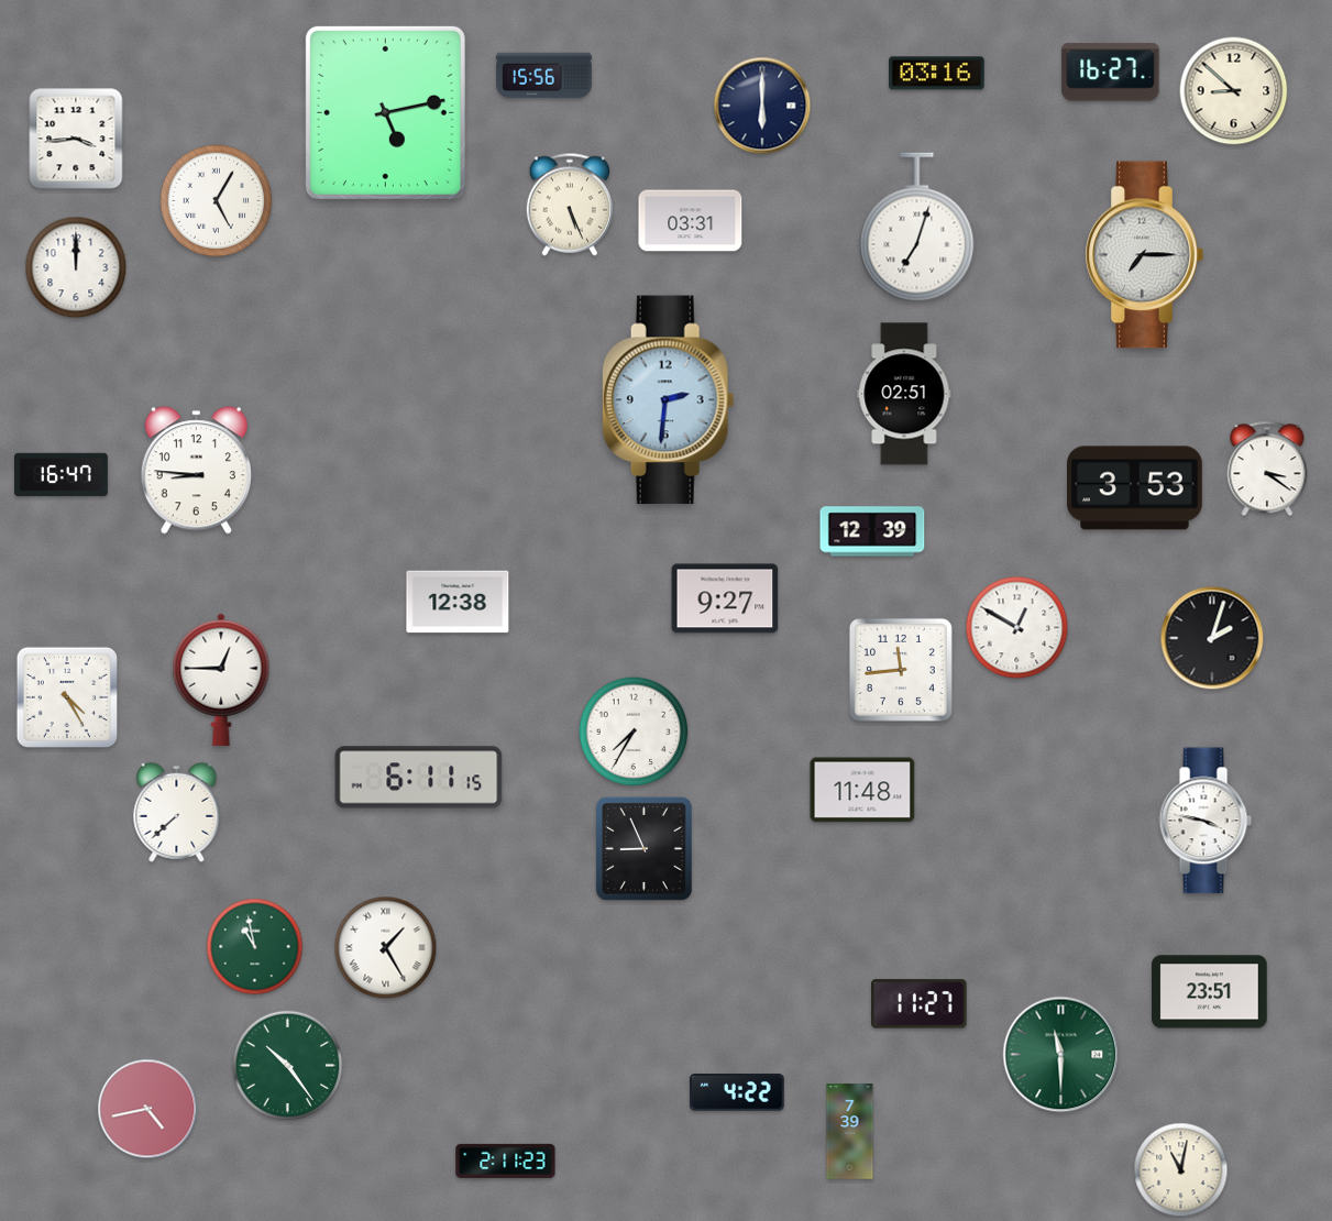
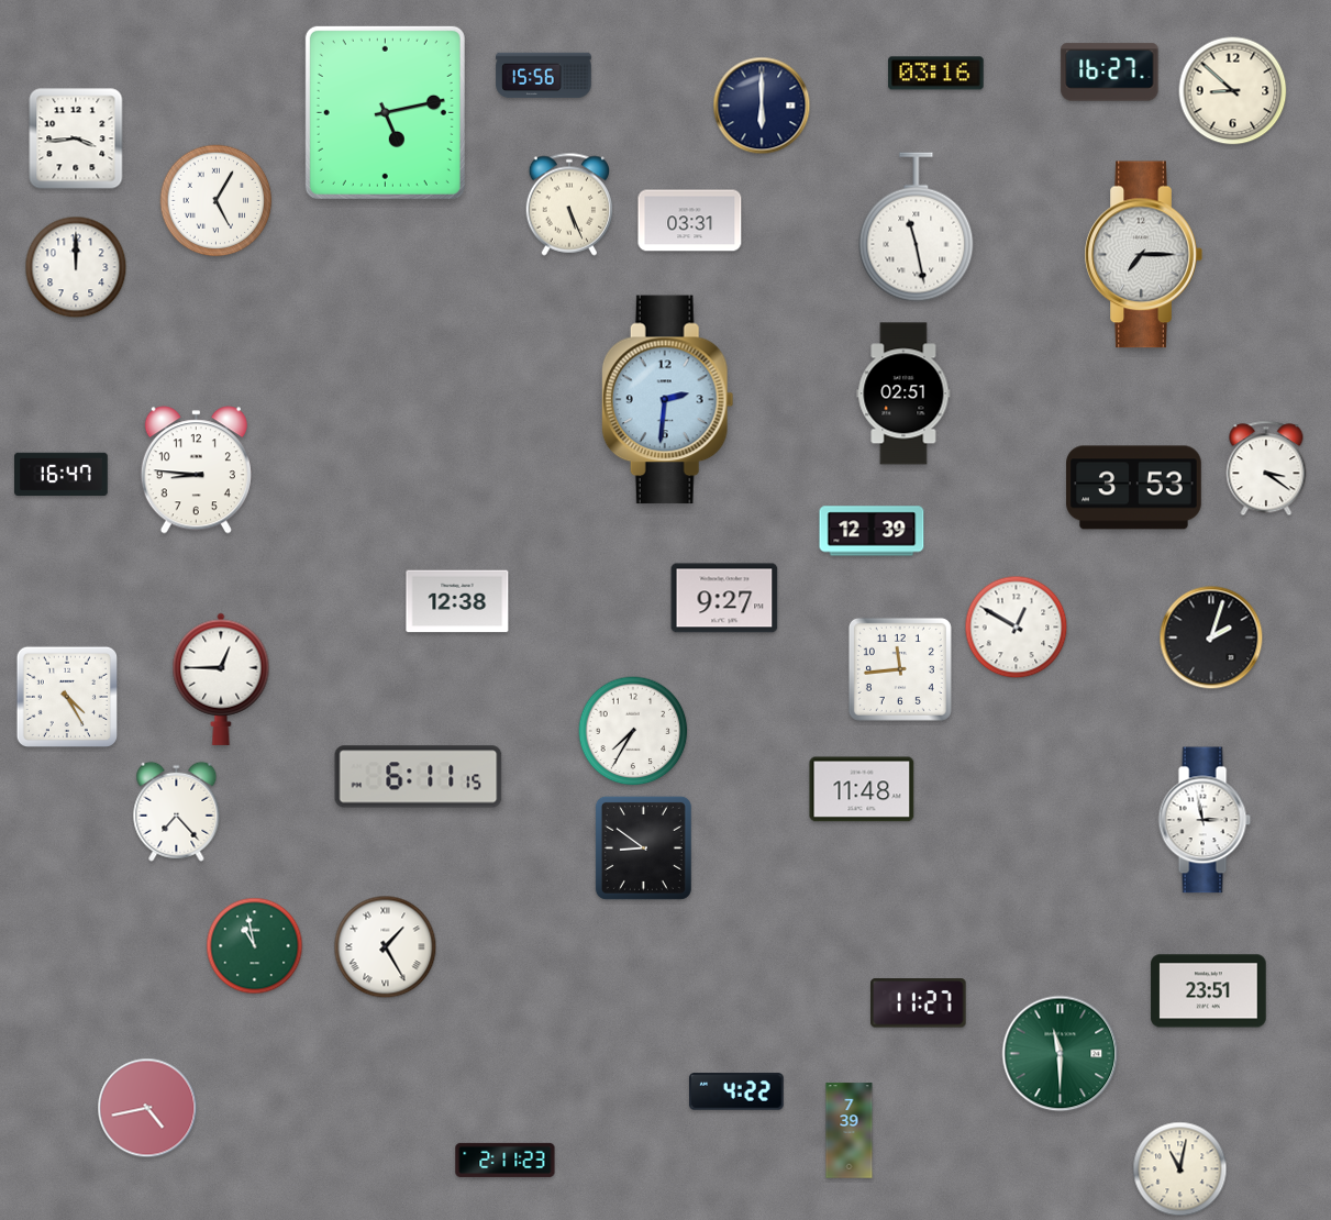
clock at (917, 228): 7:03 -> 11:28
clock at (177, 812): 7:38 -> 7:23
clock at (1206, 821): 3:47 -> 2:58
clock at (643, 848): 8:56 -> 8:51
clock at (288, 1066): 10:24 -> none
